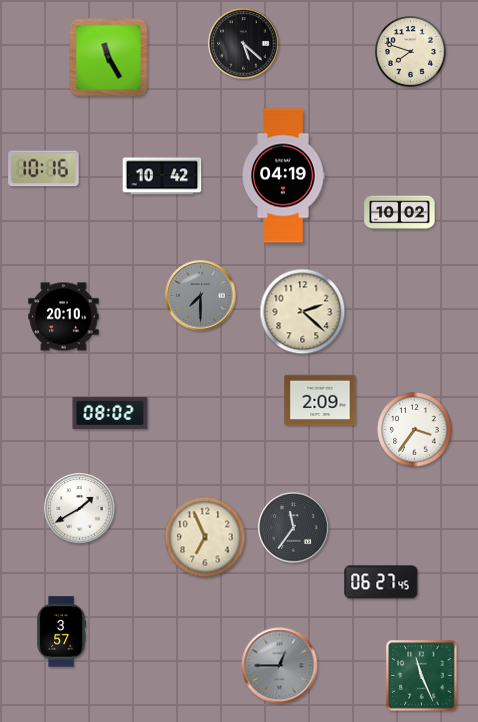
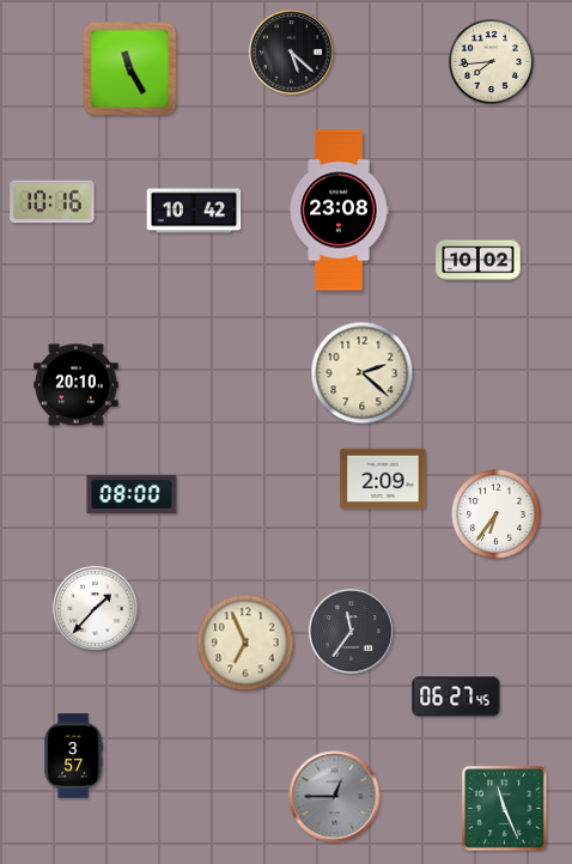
clock at (410, 51): 7:48 -> 7:44
clock at (283, 176): 04:19 -> 23:08
clock at (400, 213) position: (400, 213) -> (479, 261)
clock at (201, 296): 7:30 -> none
clock at (64, 317) position: (64, 317) -> (77, 385)
clock at (110, 413): 08:02 -> 08:00
clock at (415, 430): 3:36 -> 6:36
clock at (80, 509): 1:40 -> 1:37
